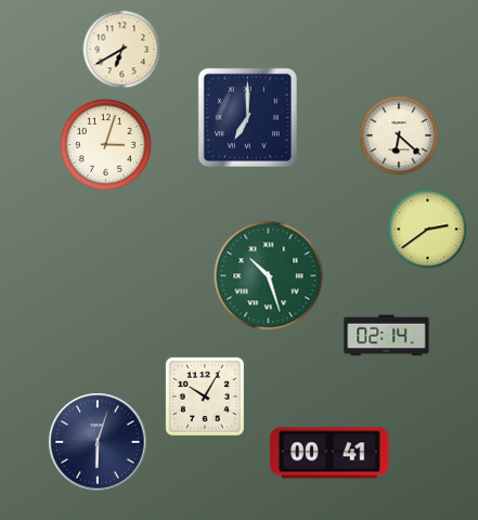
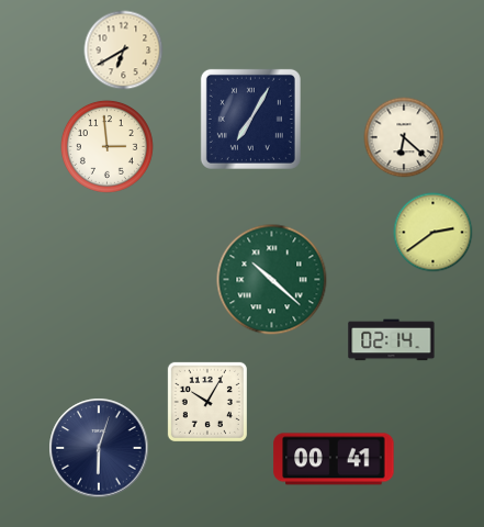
clock at (247, 117): 7:00 -> 7:05
clock at (105, 144): 3:03 -> 2:59
clock at (269, 276): 10:27 -> 10:22
